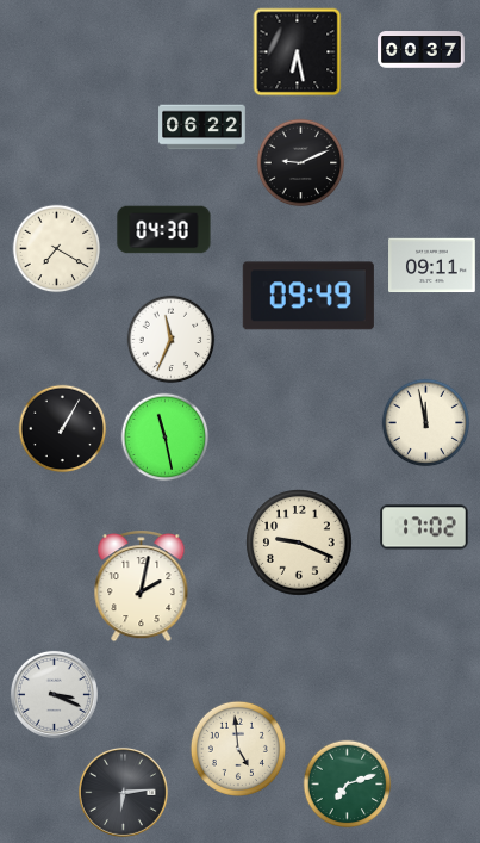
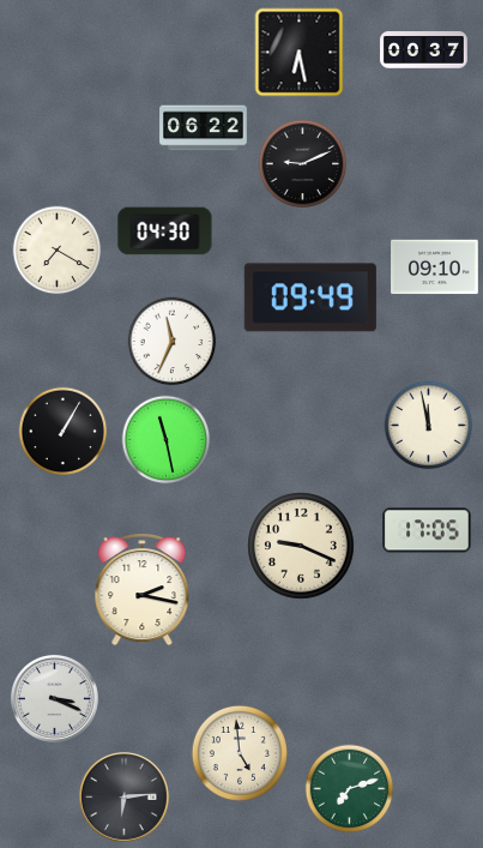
clock at (432, 266): 09:11 -> 09:10
clock at (424, 527): 17:02 -> 17:05
clock at (142, 587): 2:02 -> 2:17
